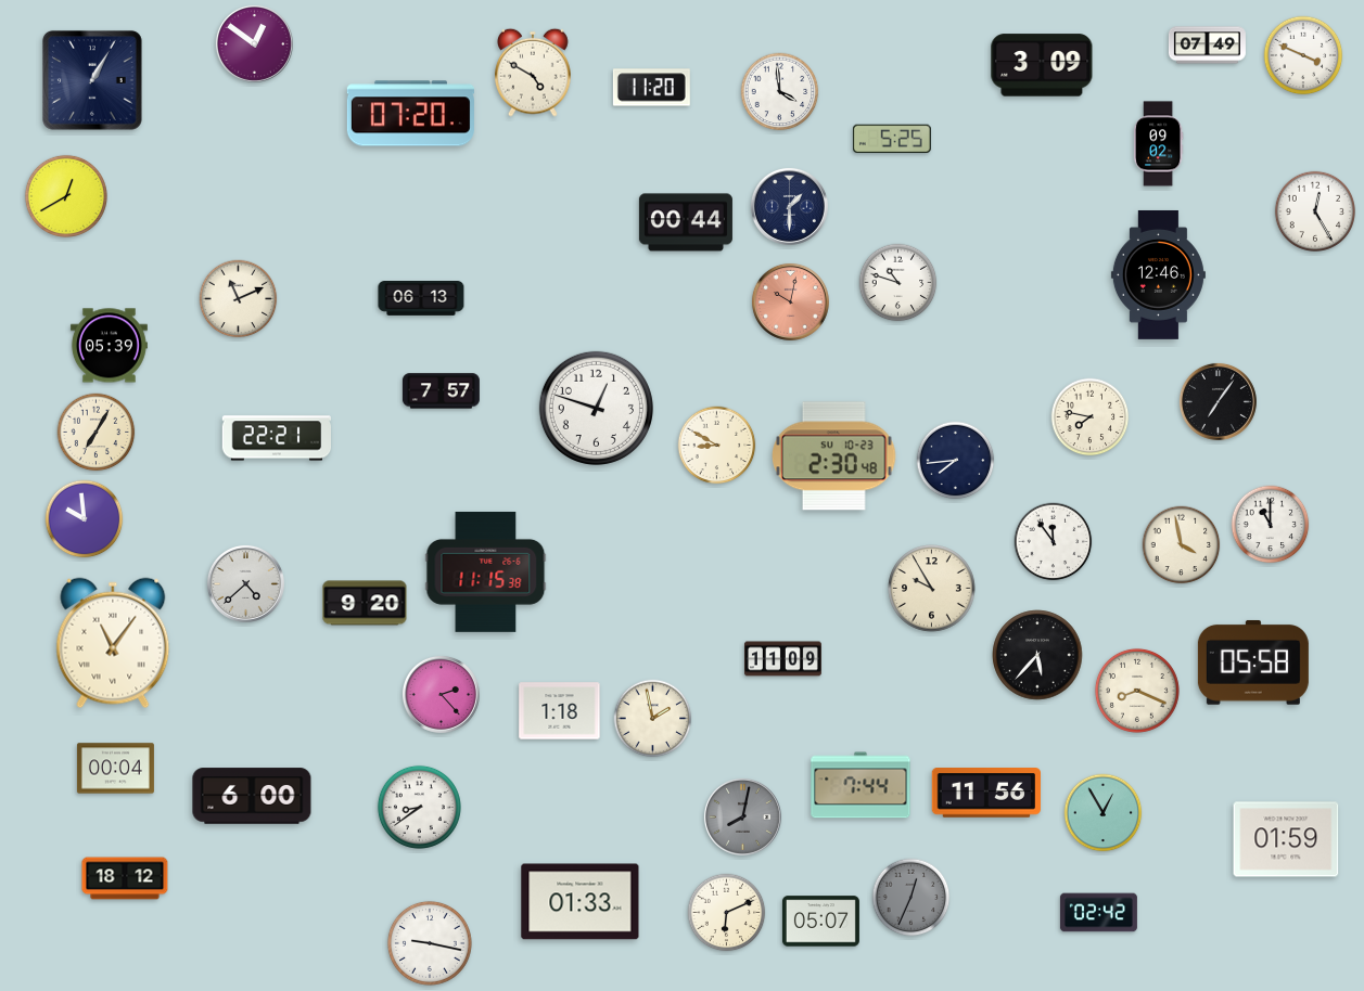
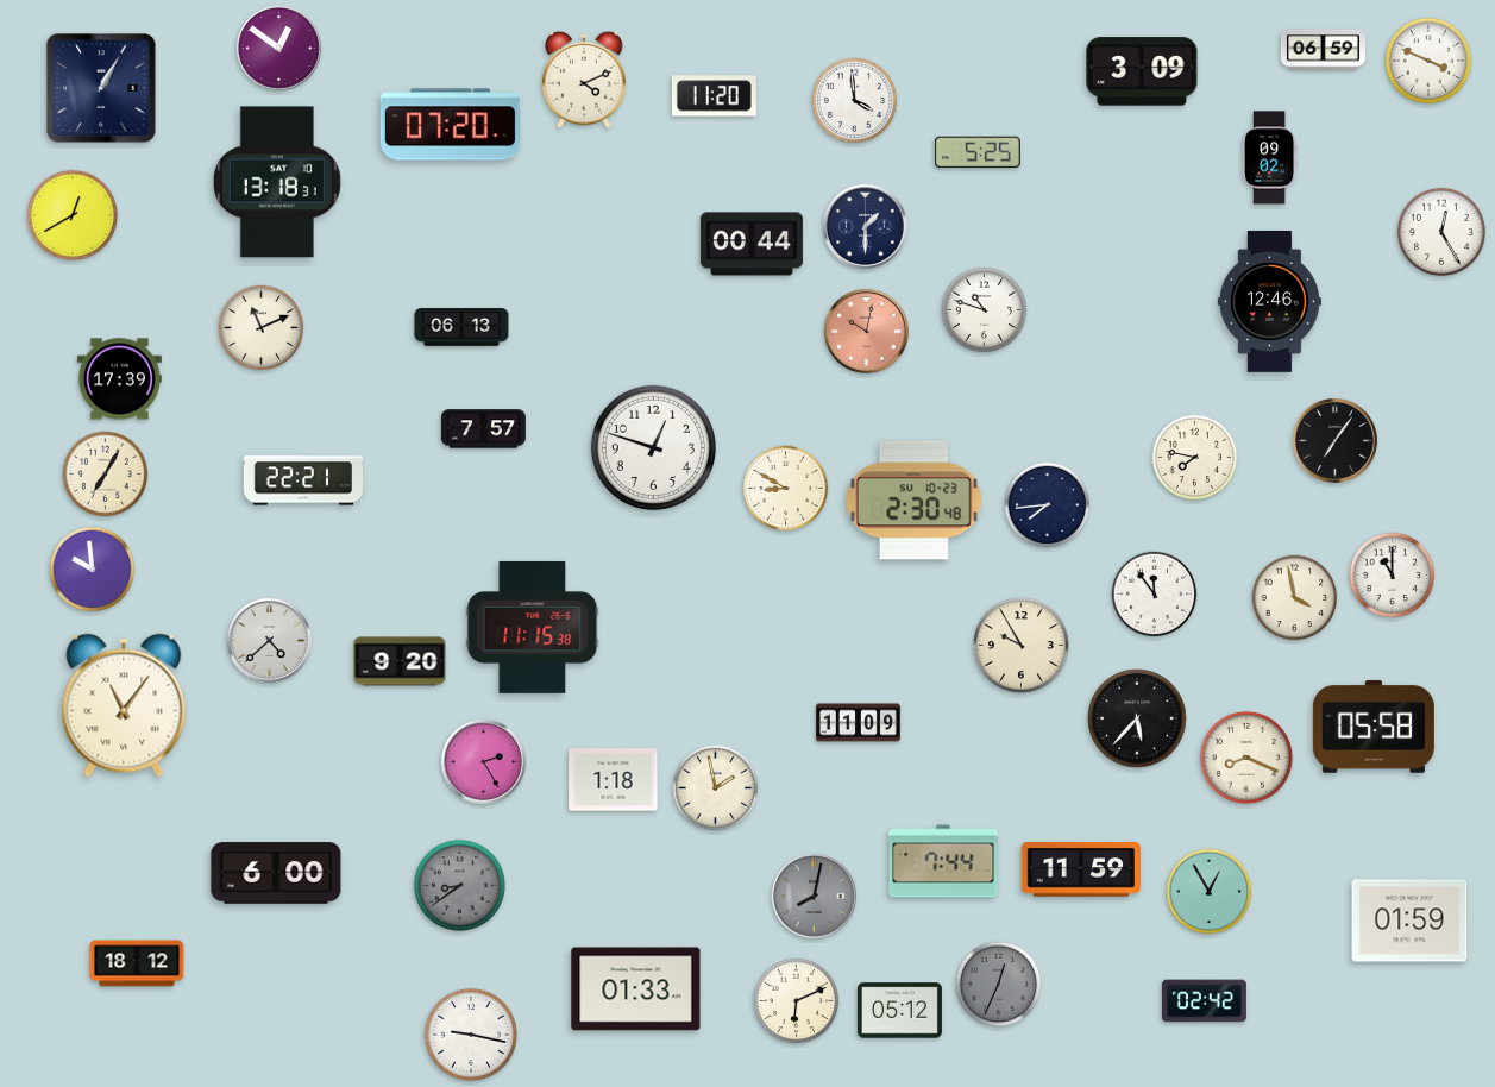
clock at (1207, 46): 07:49 -> 06:59
clock at (534, 73): 4:50 -> 4:11
clock at (277, 182): none -> 13:18
clock at (109, 346): 05:39 -> 17:39
clock at (441, 694): 2:23 -> 2:25
clock at (115, 769): 00:04 -> none
clock at (985, 793): 11:56 -> 11:59
clock at (419, 807) dial: white -> grey
clock at (820, 922): 05:07 -> 05:12
